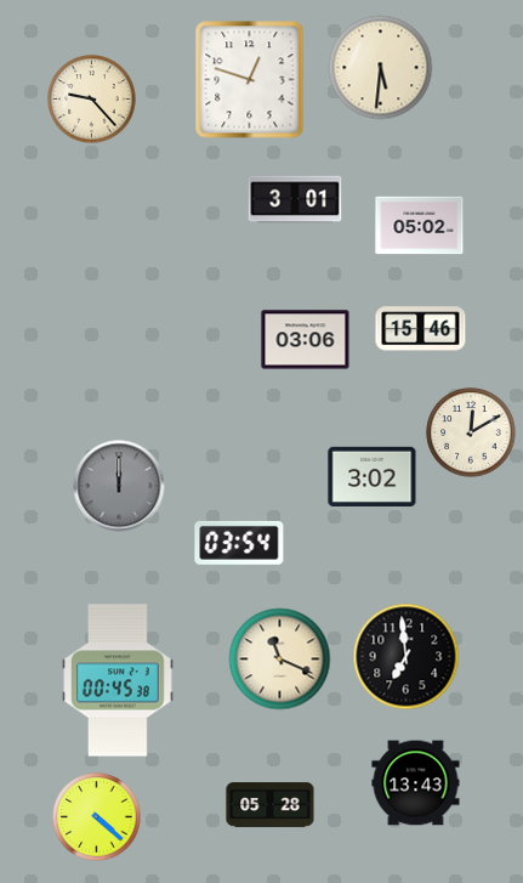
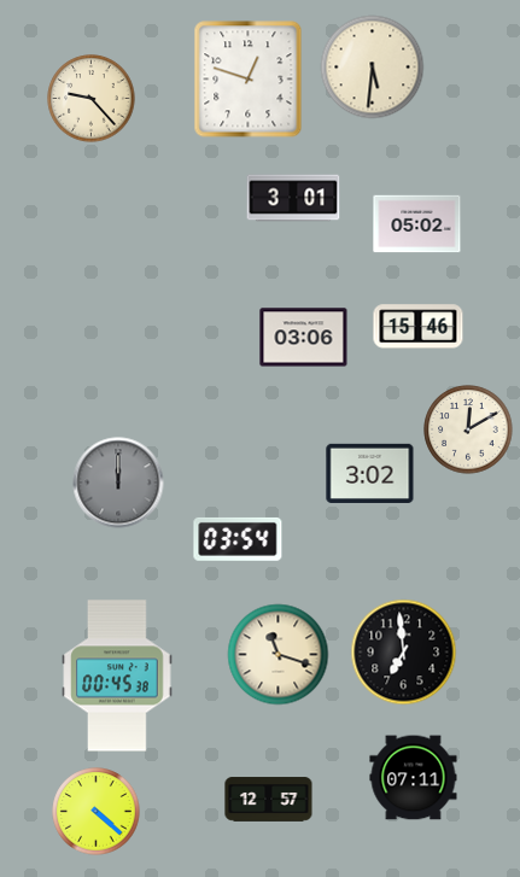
clock at (381, 68) position: (381, 68) -> (373, 68)
clock at (280, 660): 11:19 -> 11:18
clock at (416, 783): 13:43 -> 07:11
clock at (271, 805): 05:28 -> 12:57
